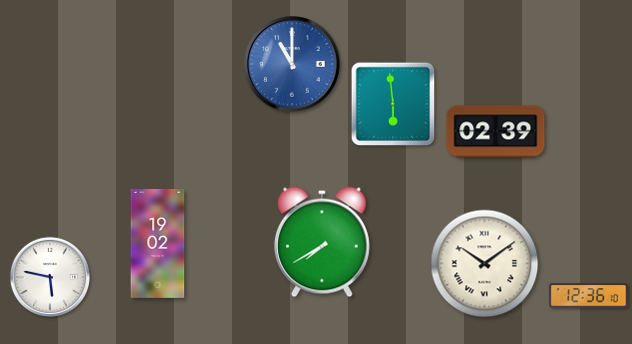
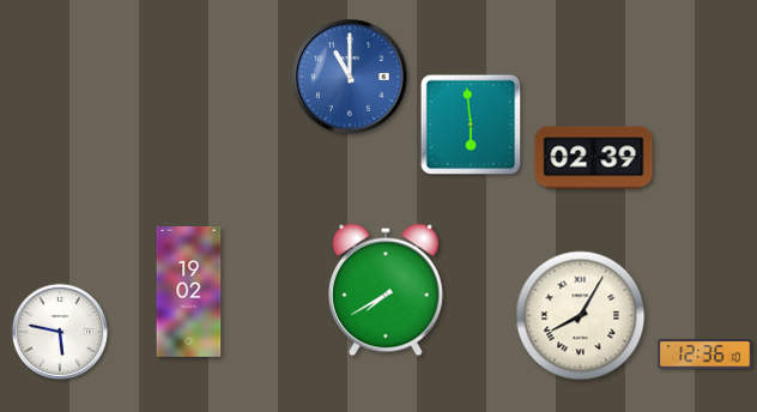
clock at (485, 264): 10:09 -> 8:05
